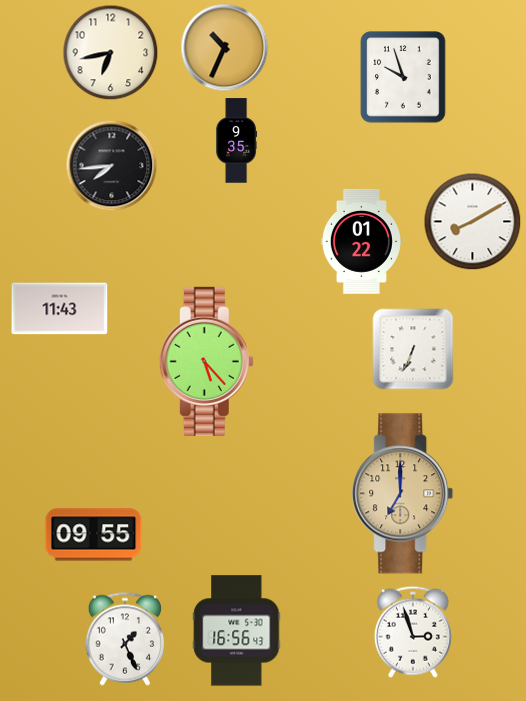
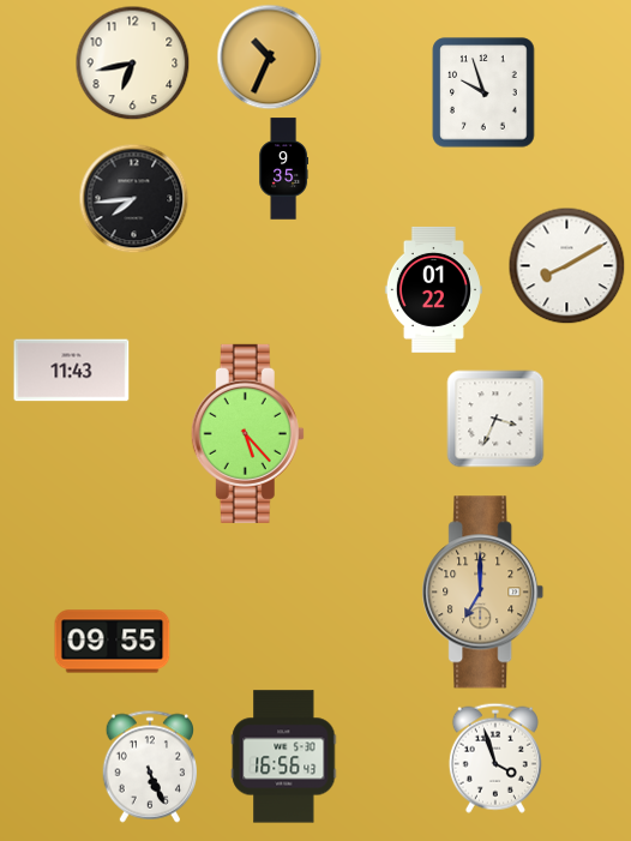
clock at (413, 349): 6:34 -> 3:34
clock at (413, 632): 2:57 -> 3:57
clock at (124, 639): 1:26 -> 5:26
